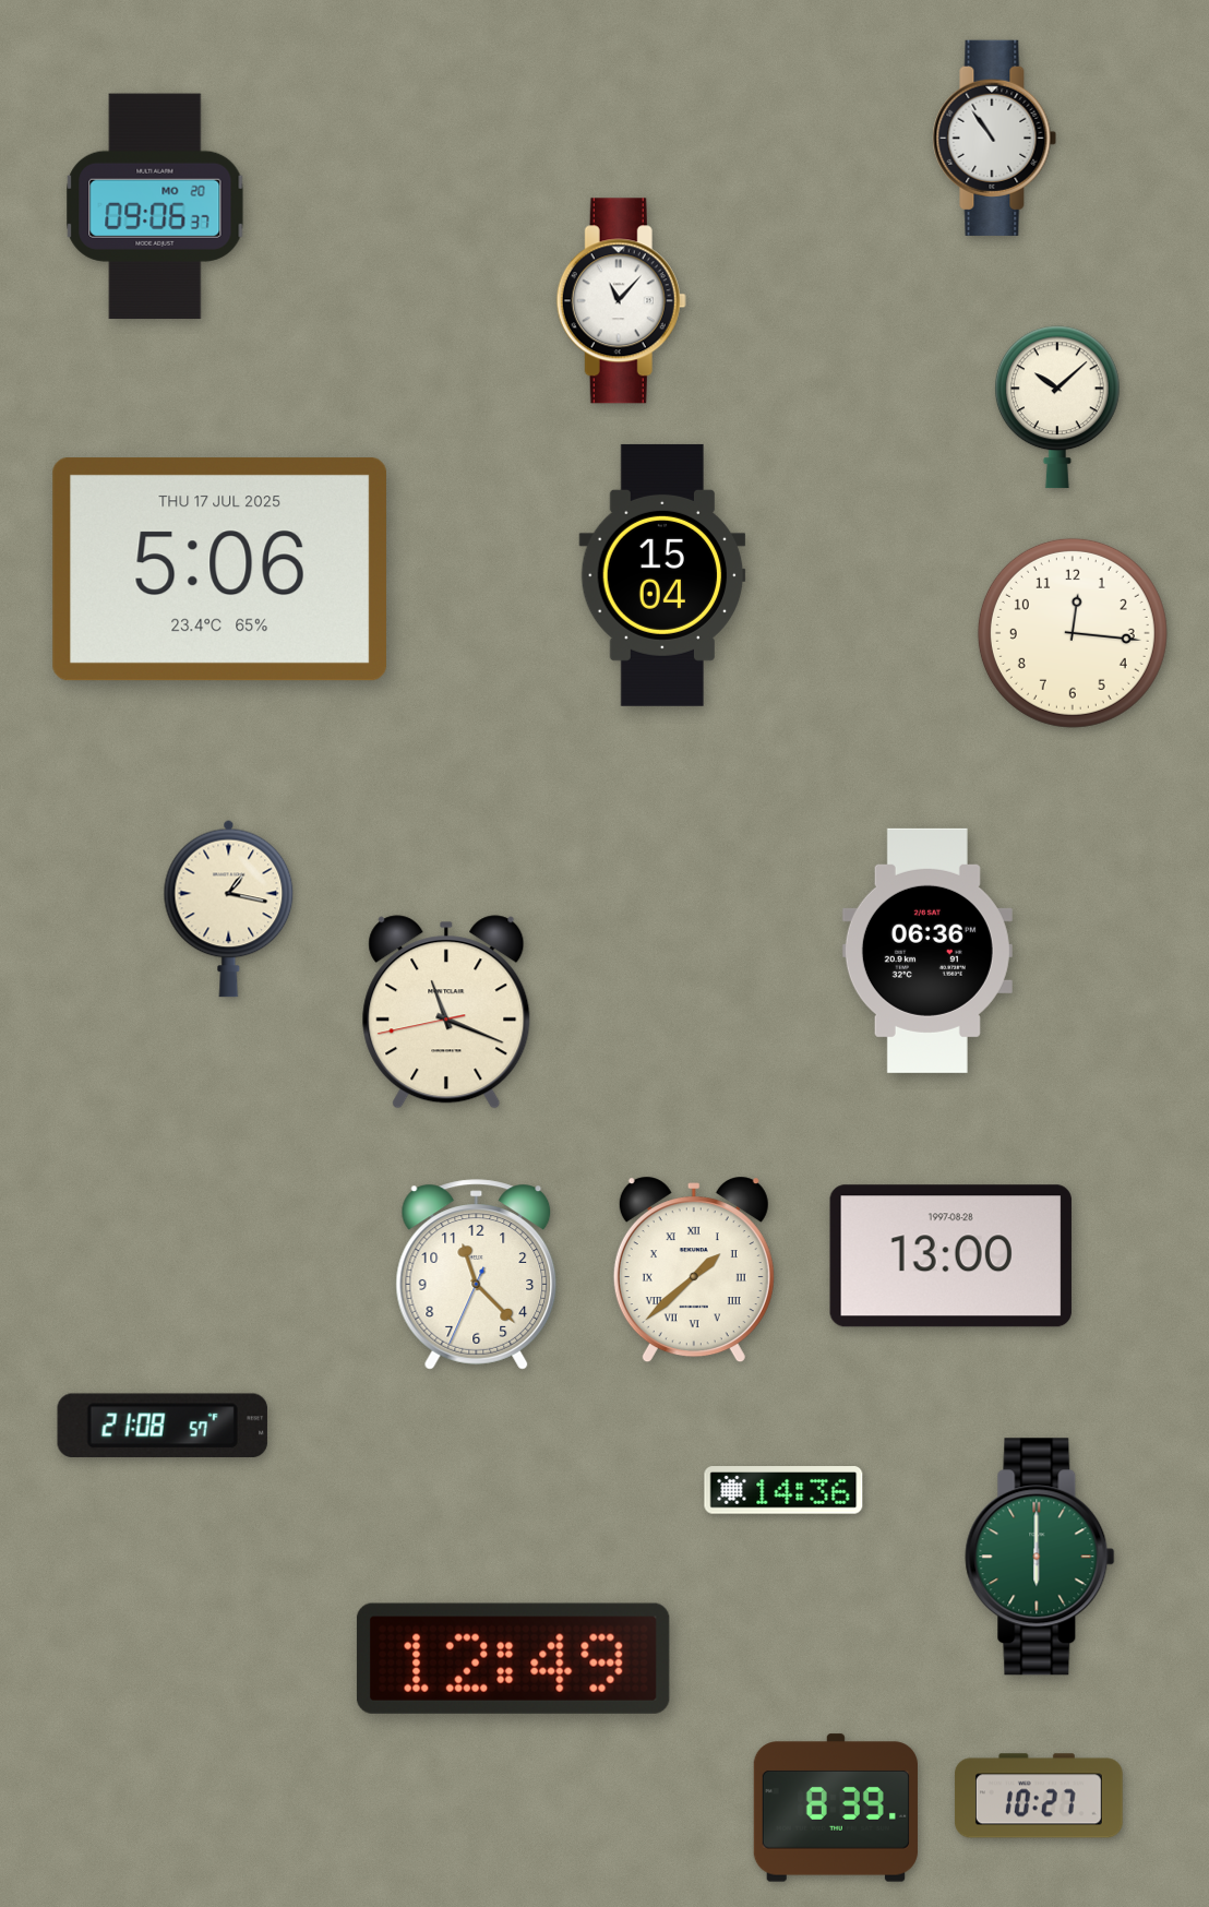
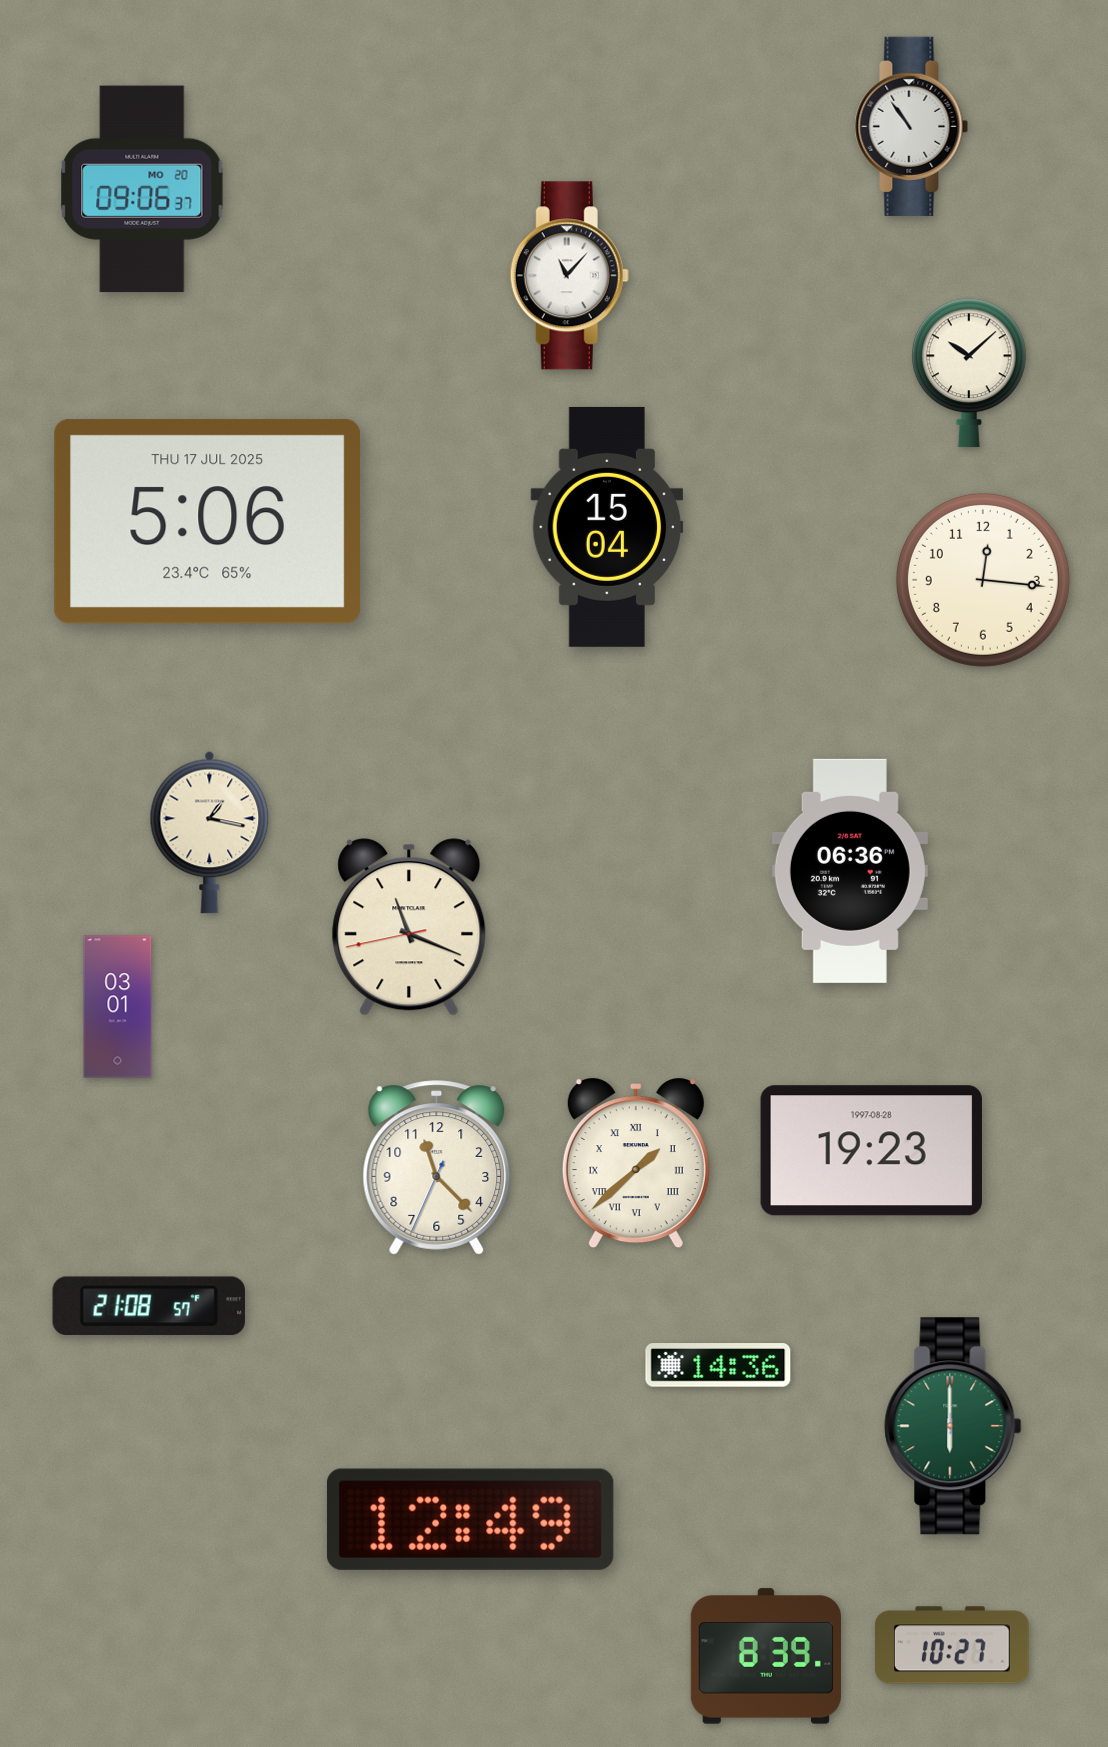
clock at (219, 570) position: (219, 570) -> (207, 522)
clock at (118, 1007): none -> 03:01
clock at (950, 1256): 13:00 -> 19:23
